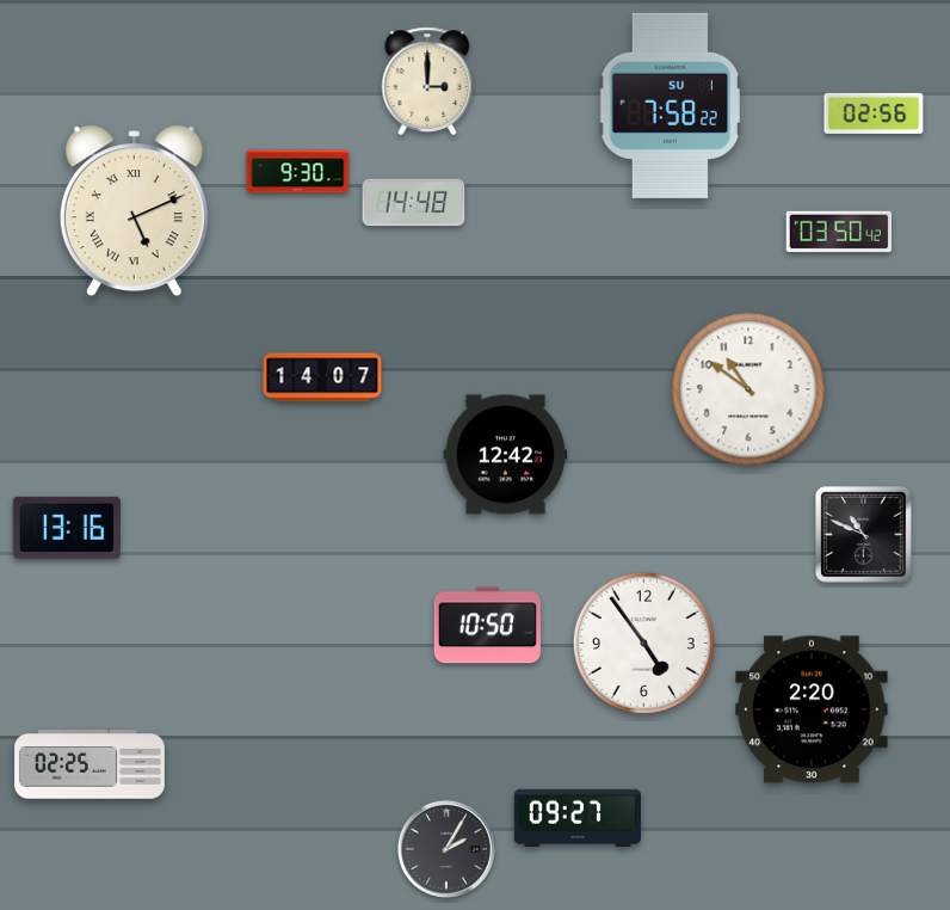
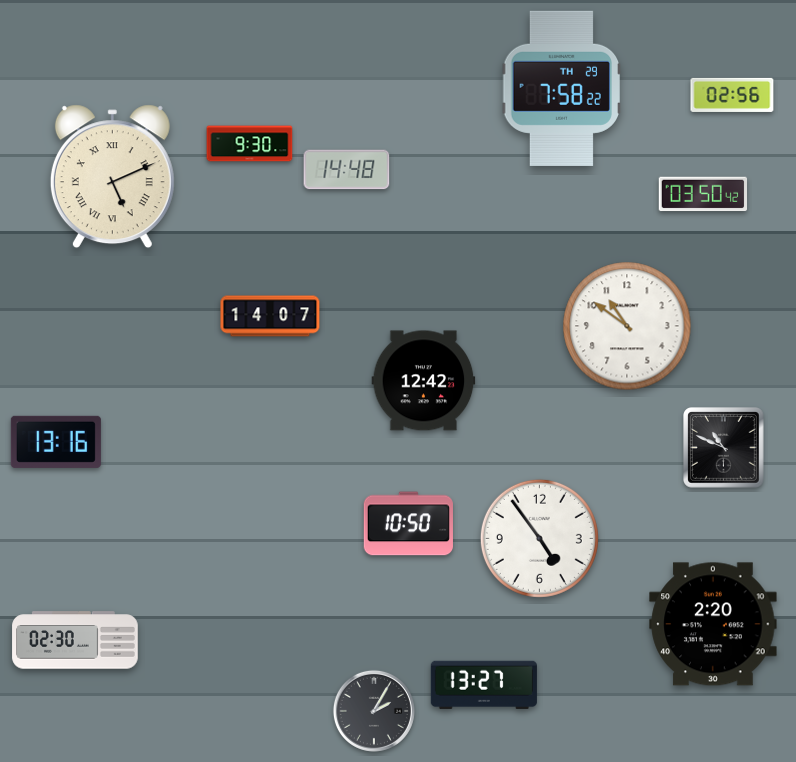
clock at (427, 81): 3:00 -> none
clock at (670, 105) date: SU 1 -> TH 29
clock at (812, 709) position: (812, 709) -> (713, 624)
clock at (90, 764): 02:25 -> 02:30
clock at (578, 818): 09:27 -> 13:27
